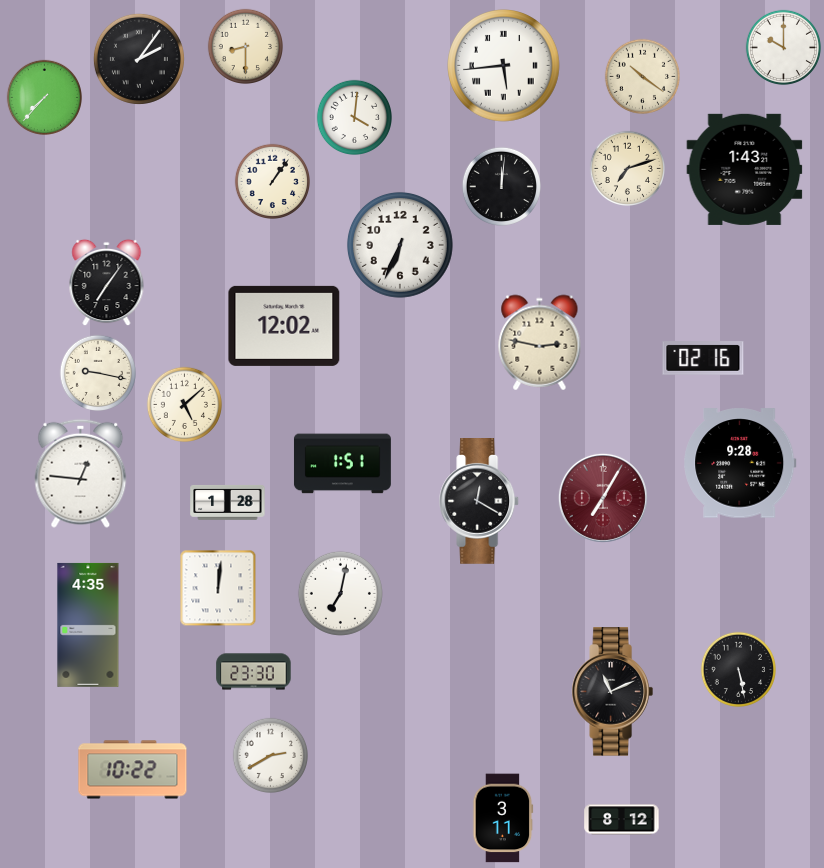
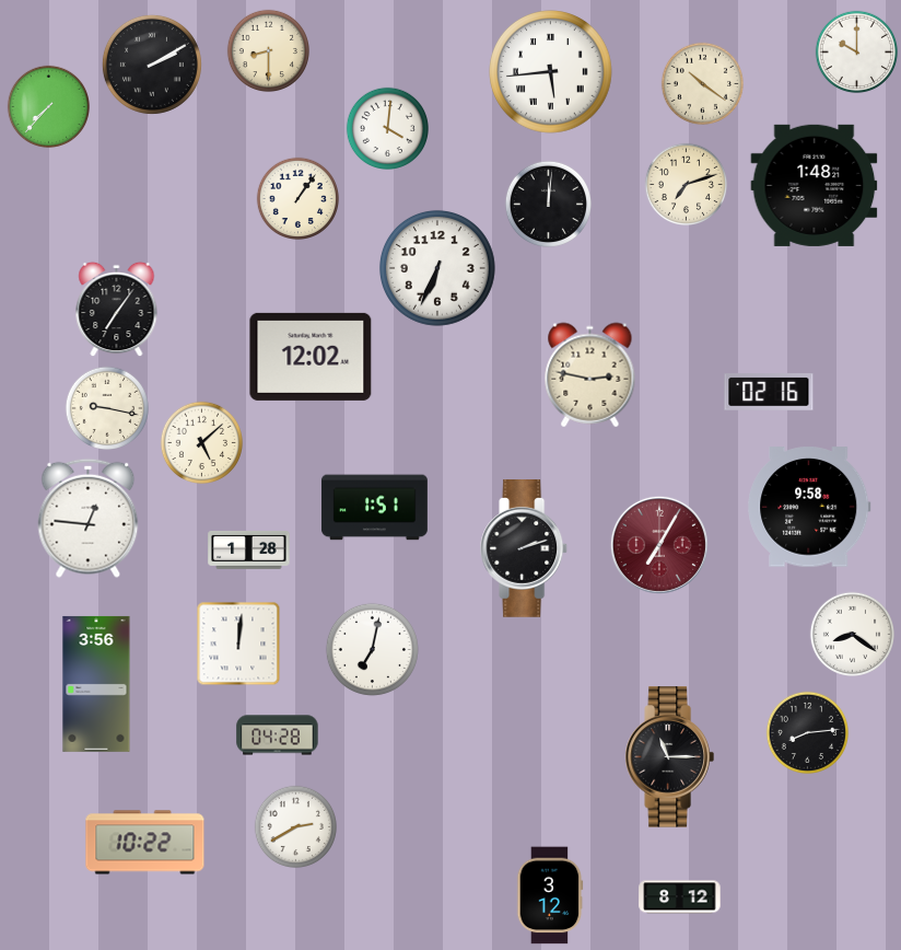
clock at (139, 59): 2:06 -> 2:10
clock at (745, 169): 1:43 -> 1:48
clock at (740, 463): 9:28 -> 9:58
clock at (480, 502): 12:20 -> 2:12
clock at (852, 634): none -> 8:21
clock at (88, 625): 4:35 -> 3:56
clock at (738, 669): 5:28 -> 8:14
clock at (254, 672): 23:30 -> 04:28
clock at (612, 692): 11:11 -> 11:15
clock at (503, 818): 3:11 -> 3:12
